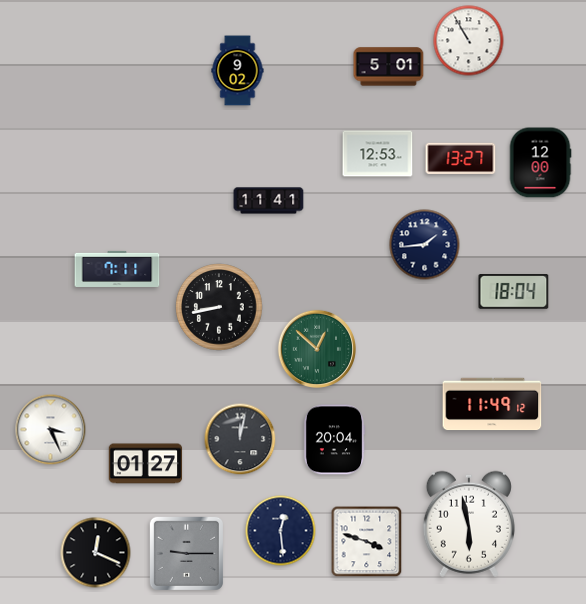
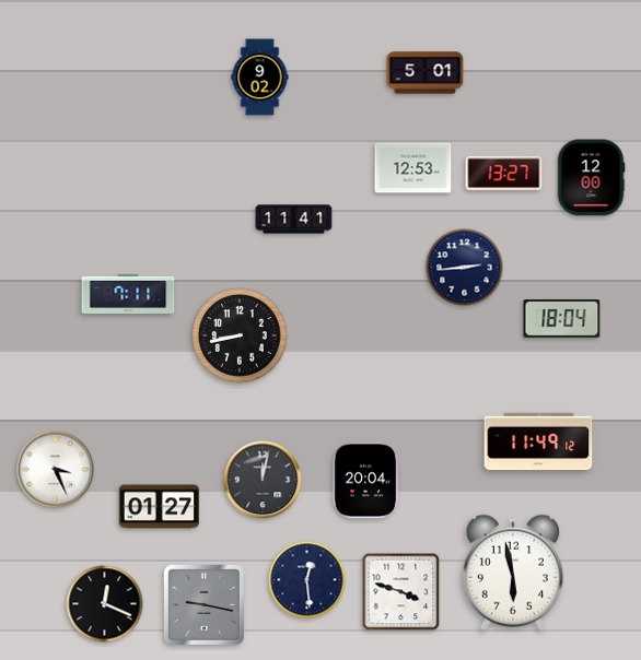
clock at (469, 41): 10:55 -> none
clock at (425, 245): 1:44 -> 2:44
clock at (316, 348): 12:52 -> none
clock at (186, 553): 9:15 -> 9:17
